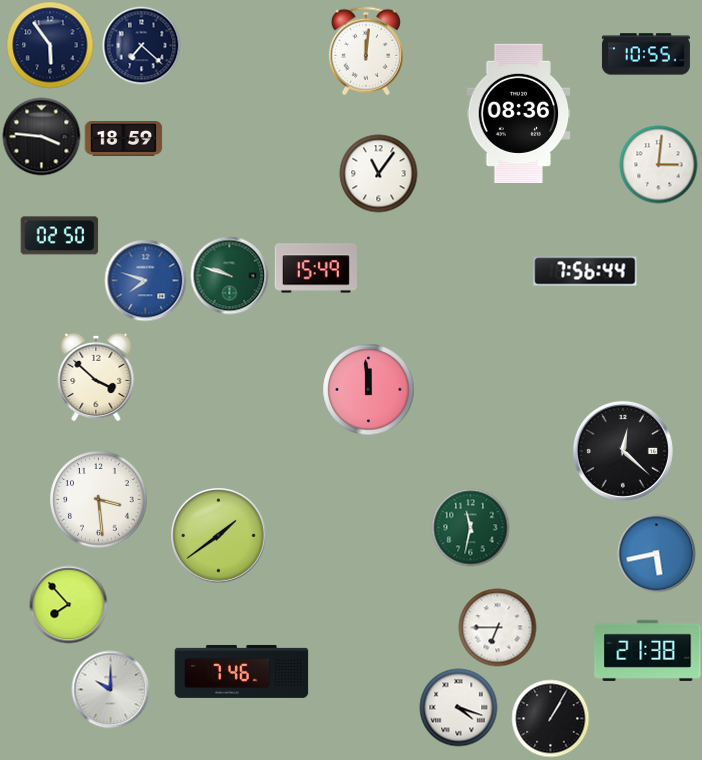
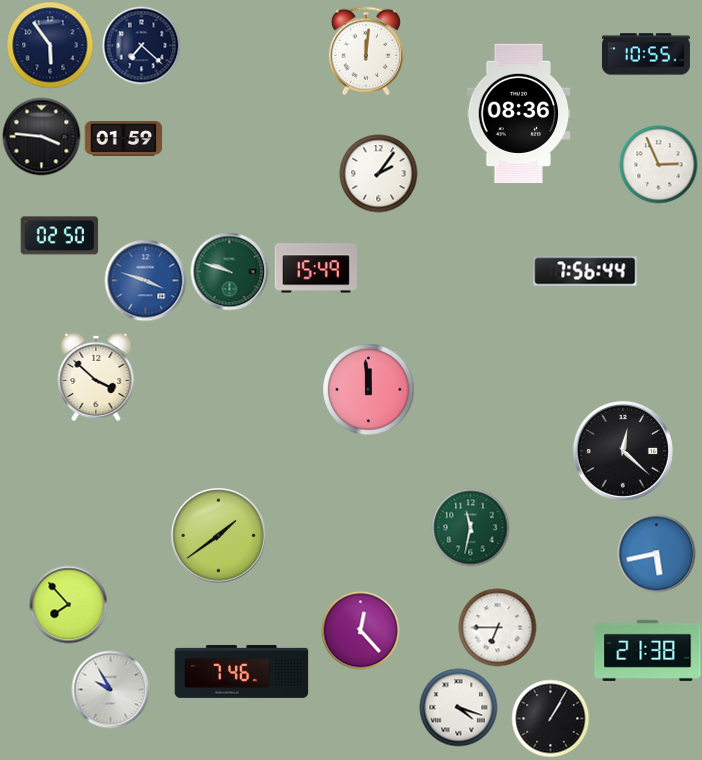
clock at (123, 139): 18:59 -> 01:59
clock at (658, 164): 3:01 -> 2:56
clock at (378, 173): 11:06 -> 2:06
clock at (229, 275) position: (229, 275) -> (229, 271)
clock at (145, 280): 7:48 -> 3:48
clock at (99, 500): 3:29 -> none
clock at (360, 630): none -> 12:23
clock at (110, 689): 10:00 -> 9:55
